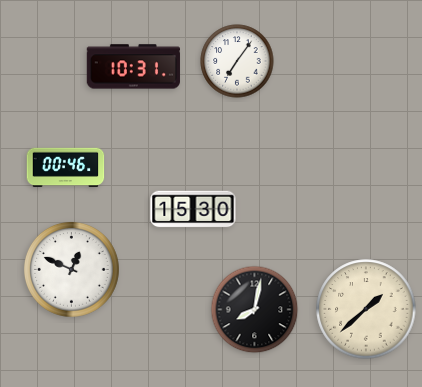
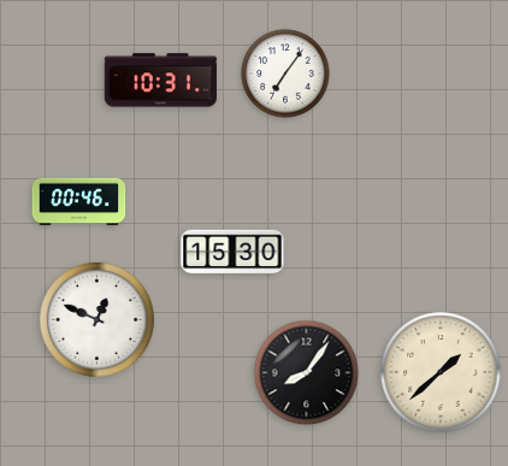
clock at (71, 269) position: (71, 269) -> (96, 319)
clock at (255, 310): 8:02 -> 8:06
